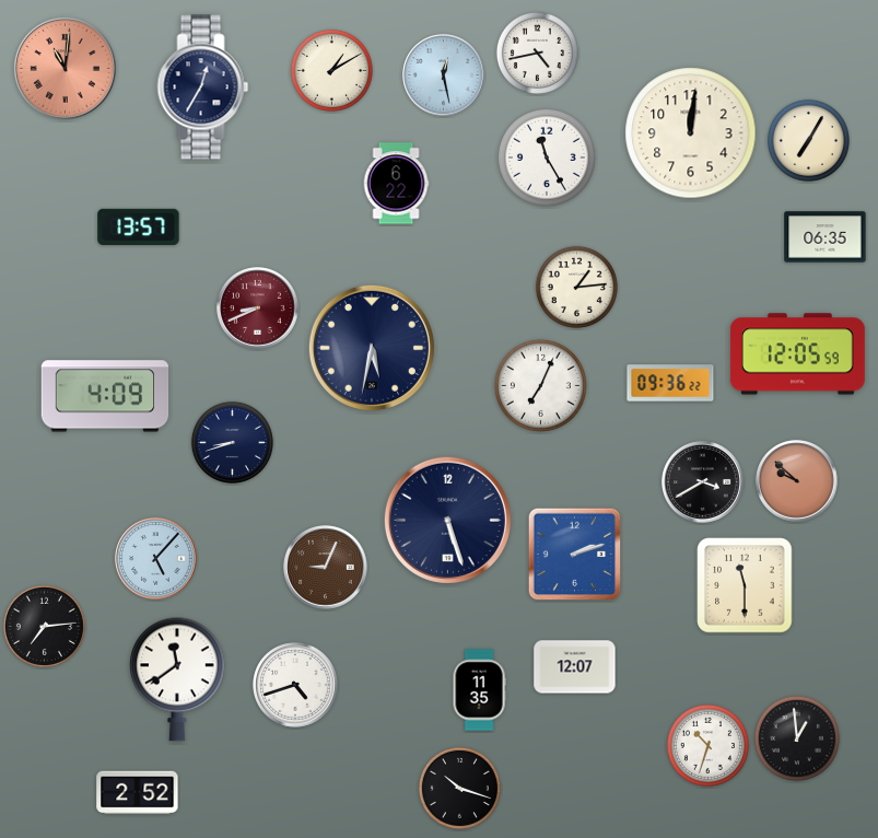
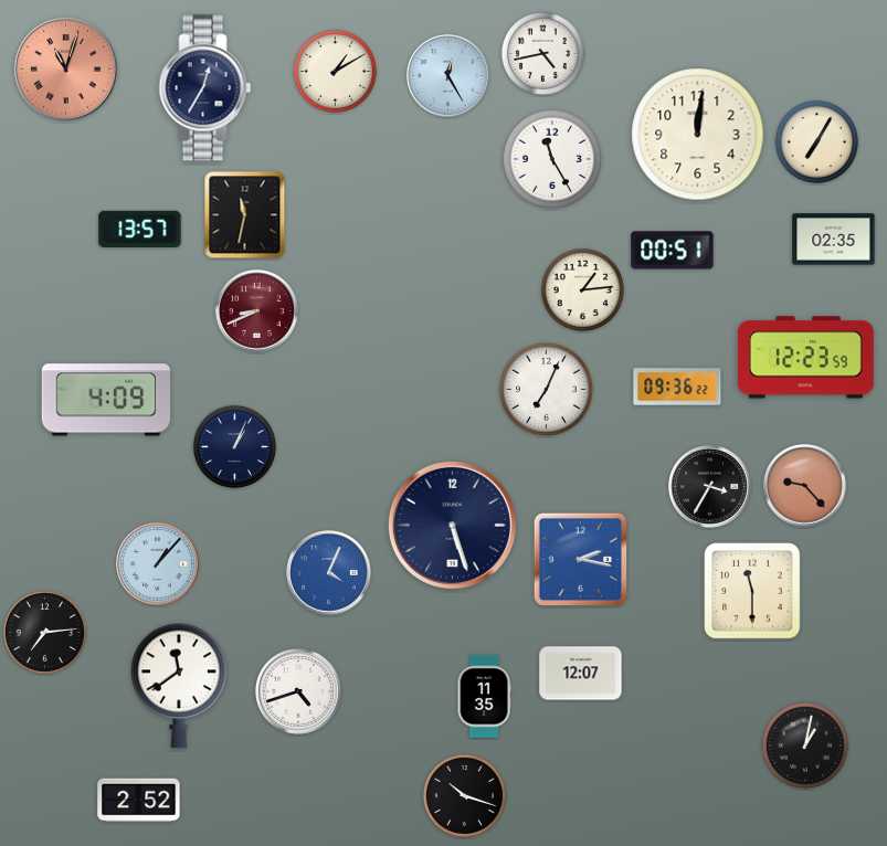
clock at (65, 68): 11:01 -> 11:03
clock at (444, 75): 12:28 -> 12:25
clock at (396, 184): 6:22 -> none
clock at (245, 215): none -> 11:32
clock at (826, 237): 06:35 -> 02:35
clock at (673, 251): none -> 00:51
clock at (258, 309) position: (258, 309) -> (257, 311)
clock at (372, 348): 5:32 -> none
clock at (797, 354): 12:05 -> 12:23
clock at (232, 442): 8:42 -> 1:04
clock at (797, 481): 9:52 -> 9:23
clock at (703, 482): 3:40 -> 3:35
clock at (575, 555): 2:12 -> 2:17
clock at (156, 559): 5:07 -> 1:07
clock at (326, 568): 9:04 -> 4:04
clock at (326, 568) dial: brown -> blue
clock at (797, 738): 12:59 -> 1:02
clock at (707, 745): 10:33 -> none
